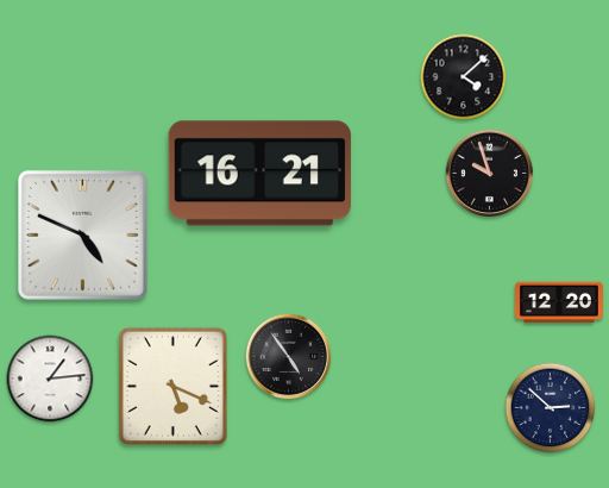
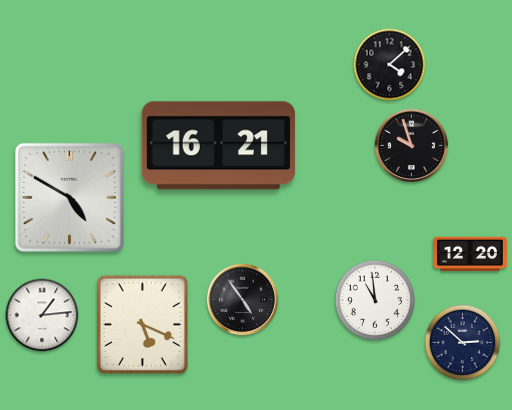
clock at (82, 234): 4:49 -> 4:50
clock at (375, 300): none -> 10:59
clock at (50, 378) position: (50, 378) -> (42, 315)
clock at (172, 386) position: (172, 386) -> (142, 324)
